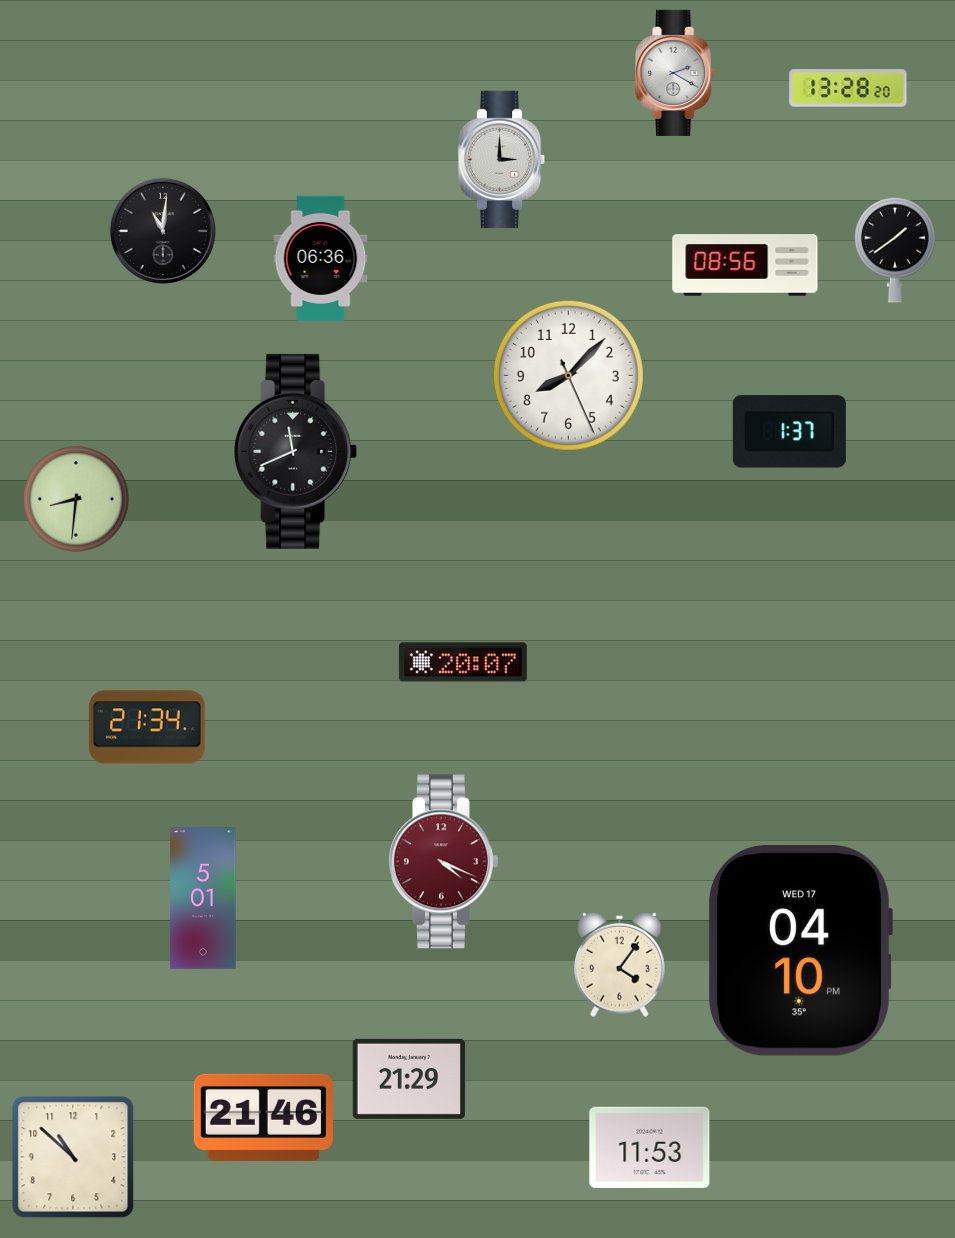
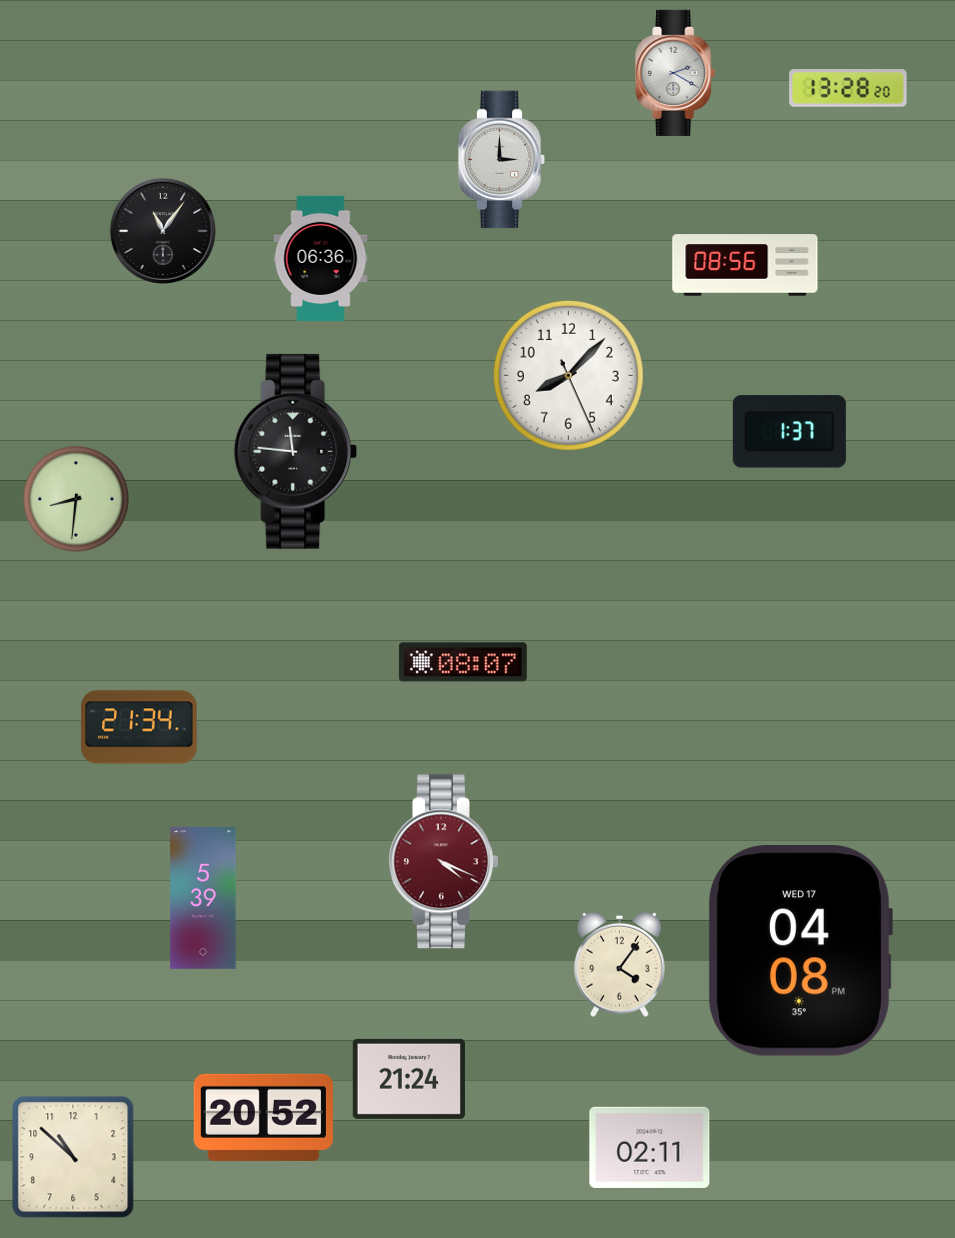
clock at (163, 231): 11:01 -> 11:06
clock at (895, 250): 1:39 -> none
clock at (296, 451): 11:41 -> 11:46
clock at (463, 662): 20:07 -> 08:07
clock at (147, 727) position: (147, 727) -> (139, 727)
clock at (203, 899): 5:01 -> 5:39
clock at (800, 951): 04:10 -> 04:08
clock at (409, 1079): 21:29 -> 21:24
clock at (263, 1117): 21:46 -> 20:52
clock at (650, 1147): 11:53 -> 02:11
